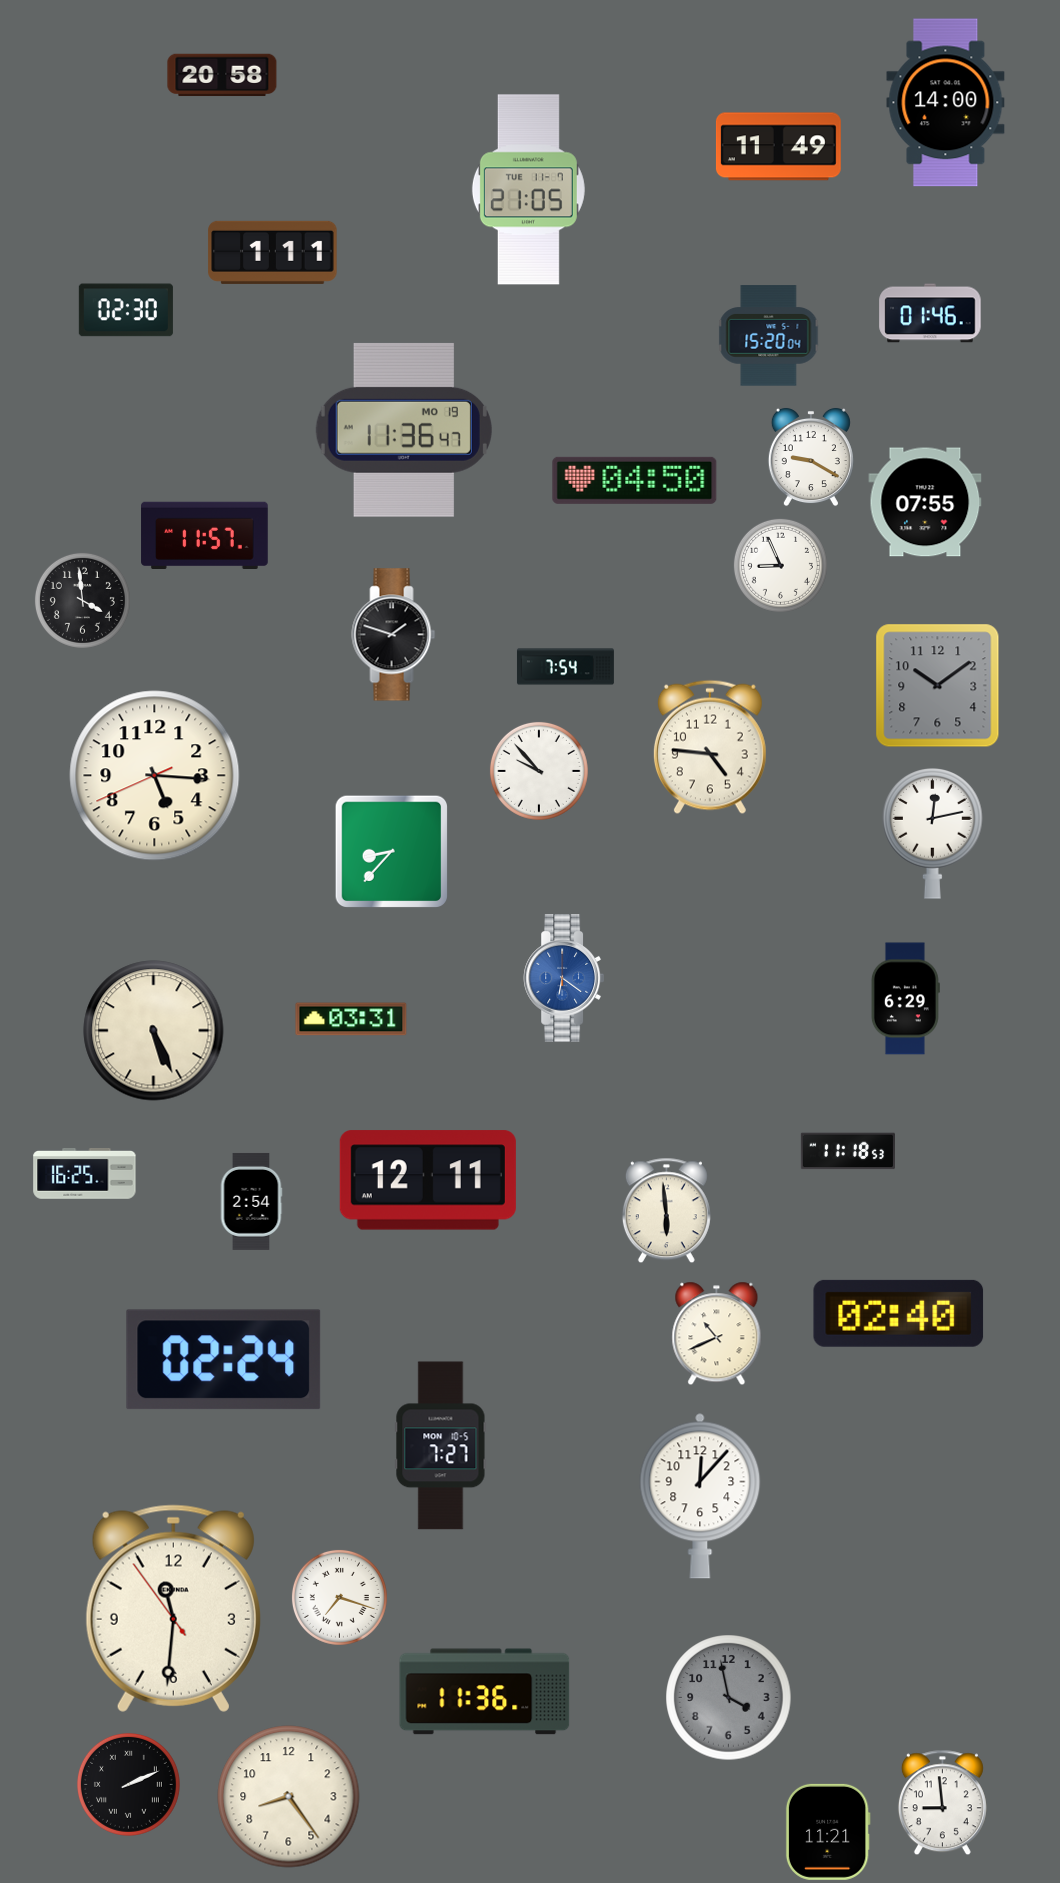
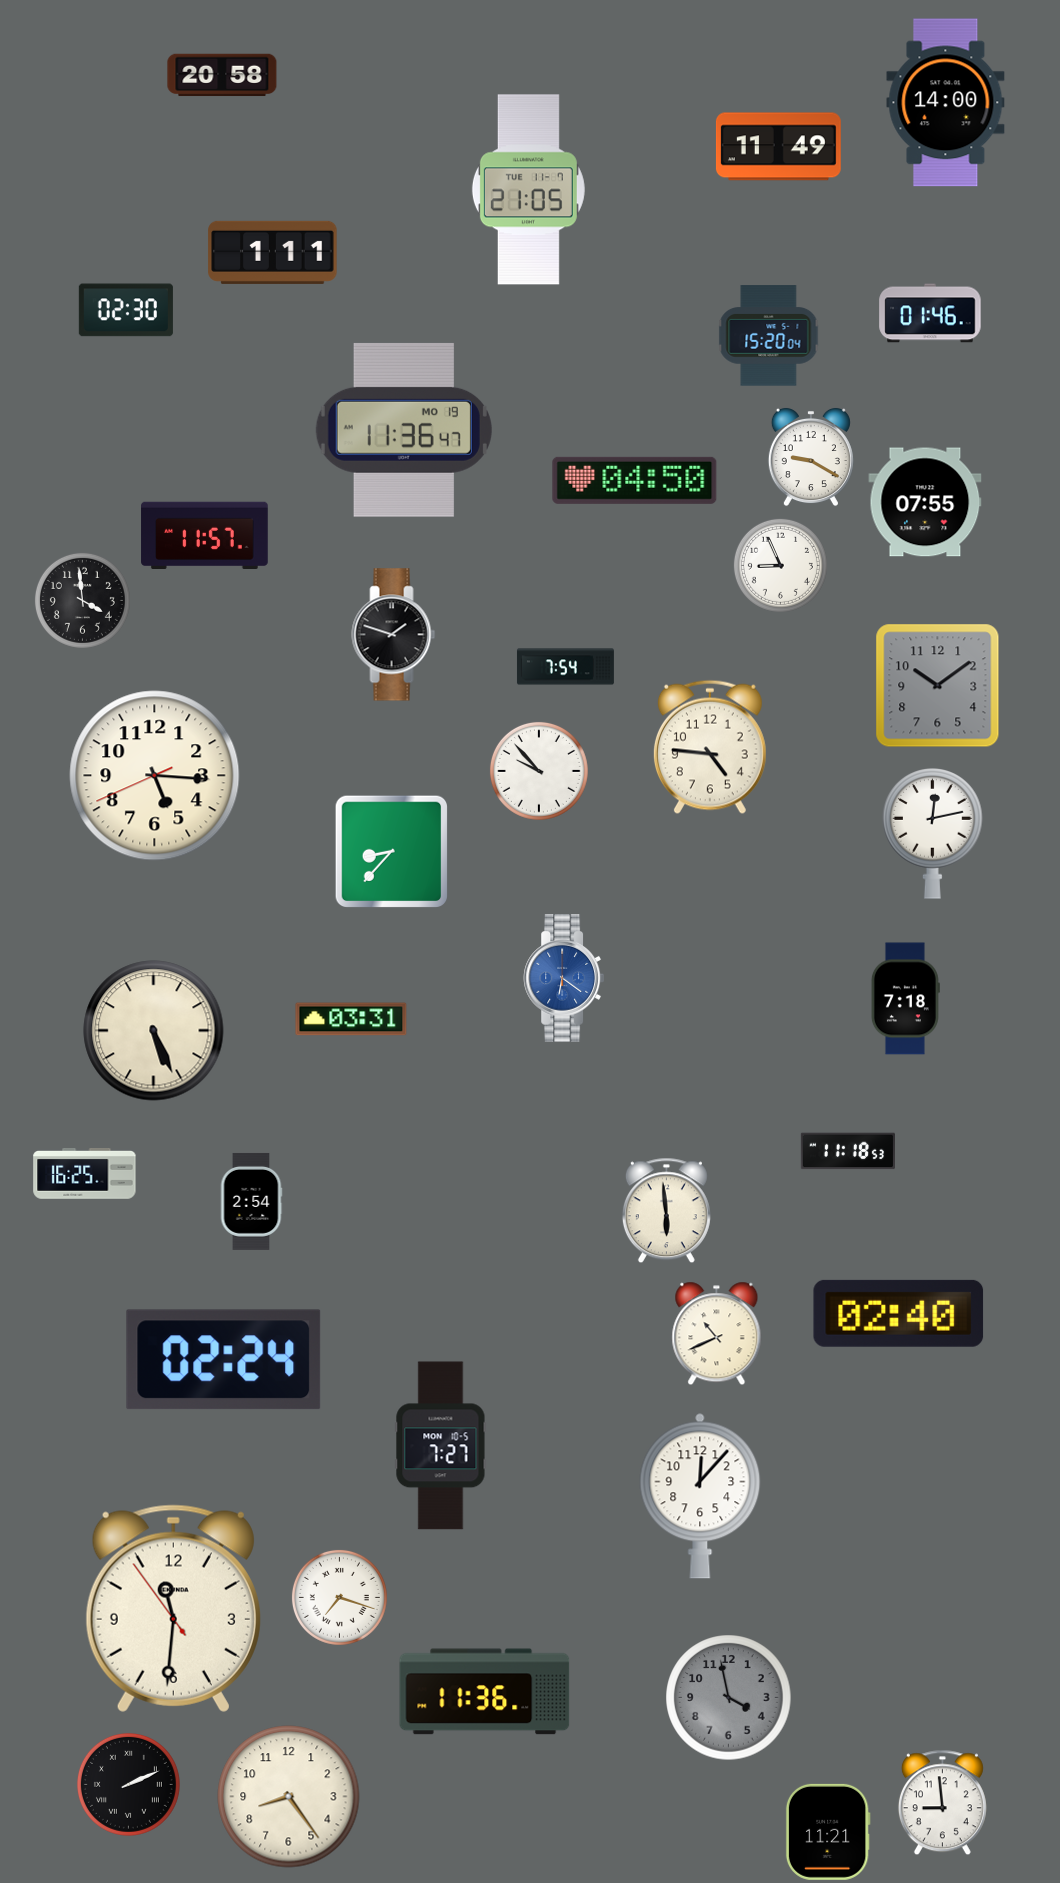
clock at (905, 999): 6:29 -> 7:18
clock at (428, 1180): 12:11 -> none
